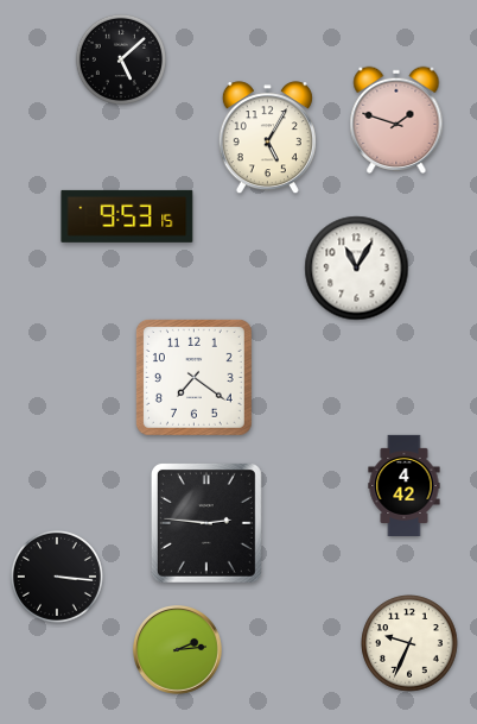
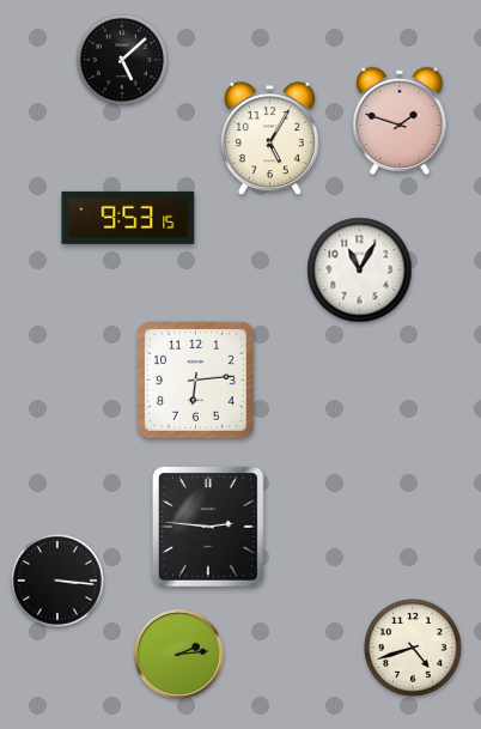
clock at (193, 377): 7:21 -> 6:14
clock at (405, 485): 4:42 -> none
clock at (409, 643): 9:34 -> 4:42
